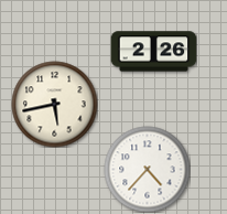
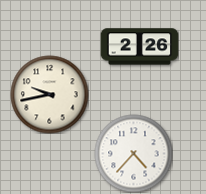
clock at (54, 104): 5:43 -> 9:43
